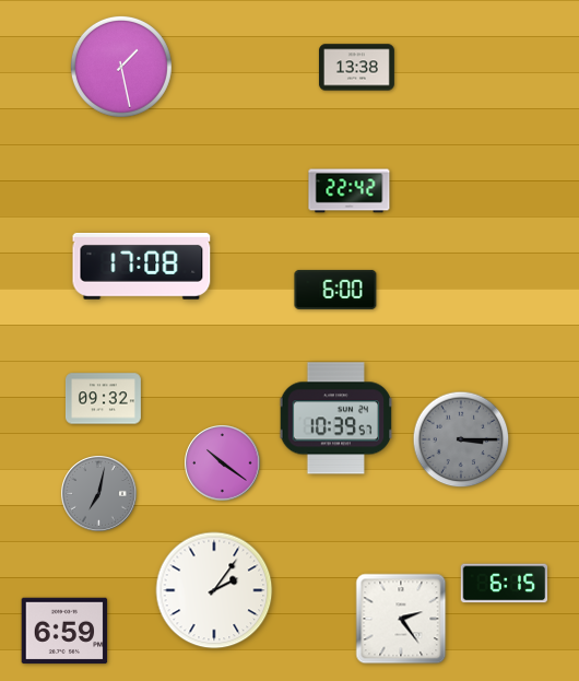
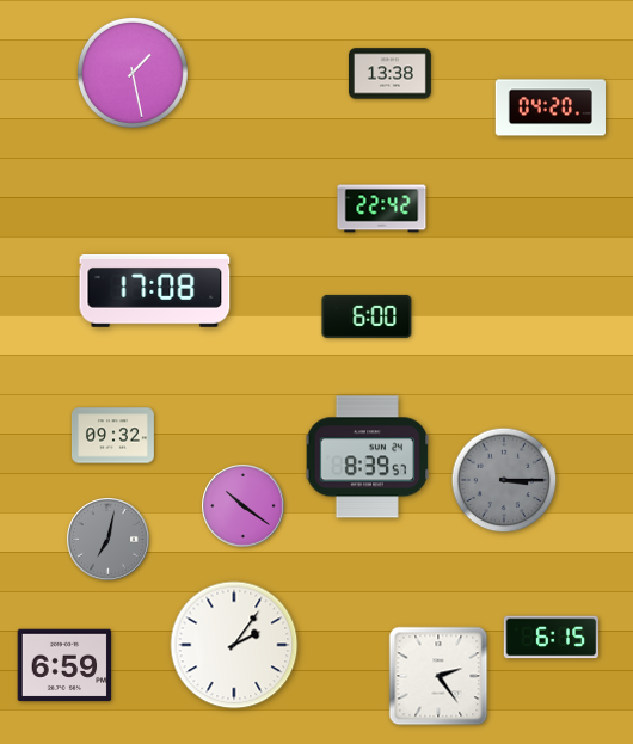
clock at (549, 107): none -> 04:20
clock at (336, 419): 10:39 -> 8:39
clock at (64, 631) position: (64, 631) -> (64, 665)
